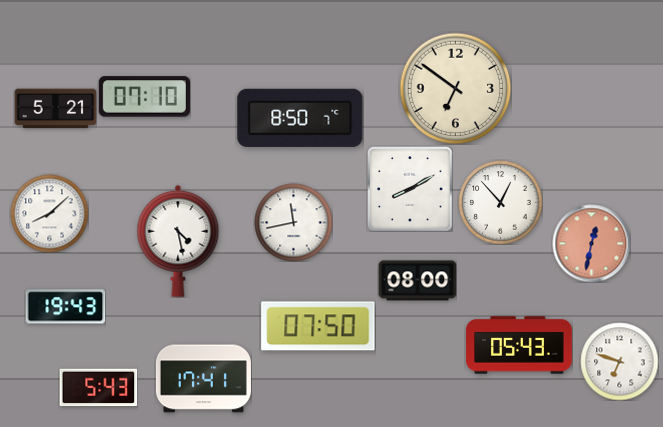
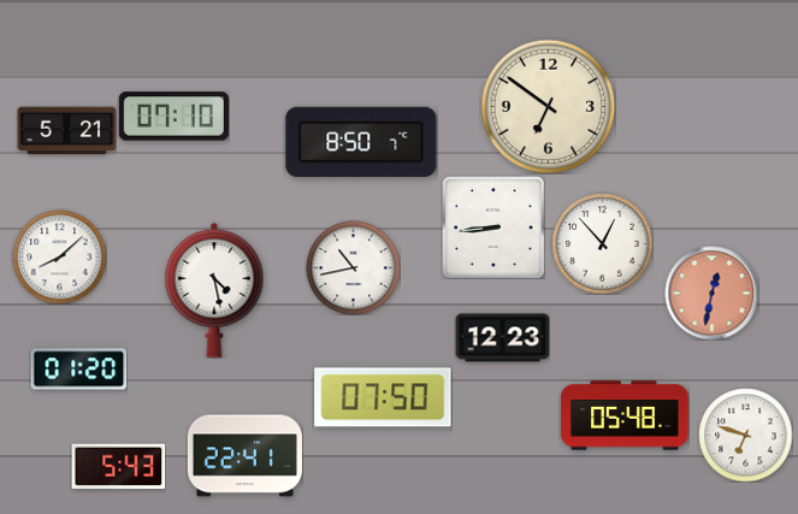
clock at (410, 189): 8:10 -> 8:44
clock at (293, 222): 11:43 -> 10:43
clock at (417, 281): 08:00 -> 12:23
clock at (65, 307): 19:43 -> 01:20
clock at (318, 326) position: (318, 326) -> (383, 397)
clock at (519, 345): 05:43 -> 05:48
clock at (203, 379): 17:41 -> 22:41
